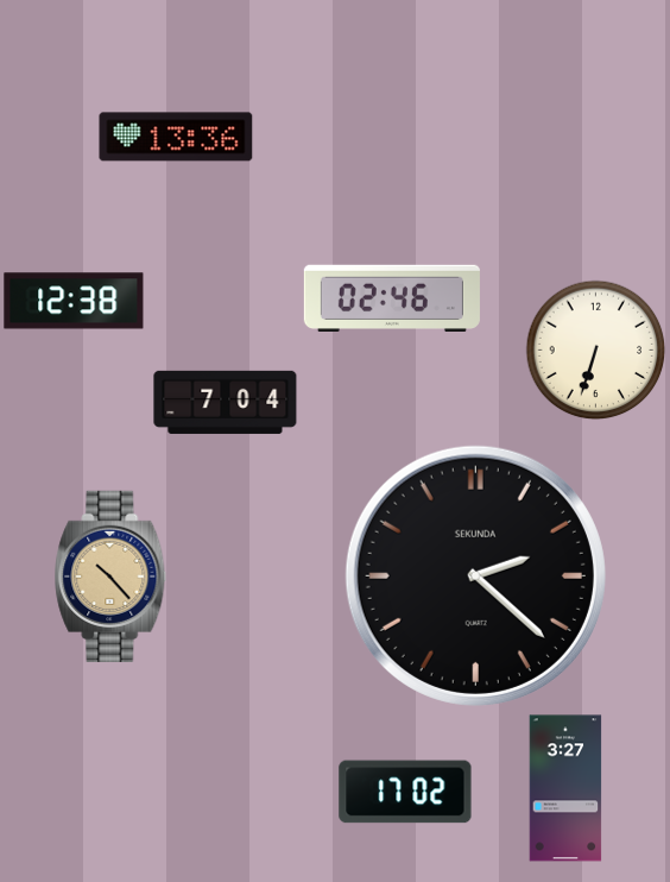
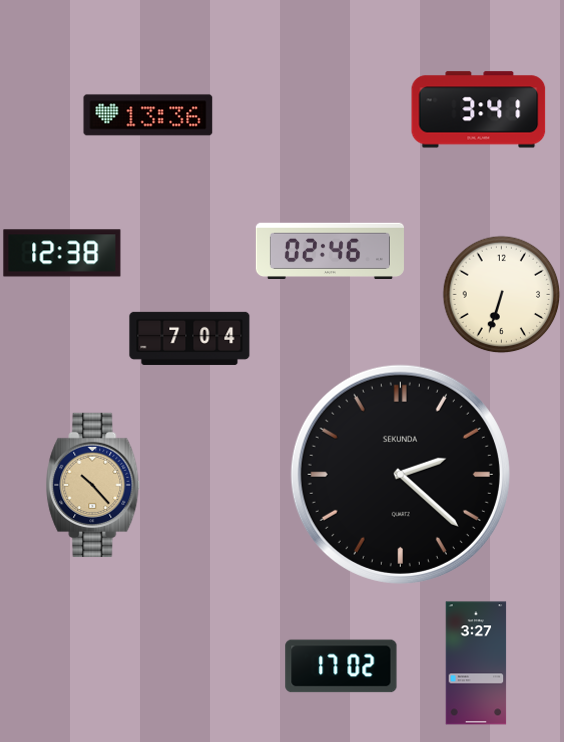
clock at (479, 110): none -> 3:41
clock at (475, 575) position: (475, 575) -> (400, 474)
